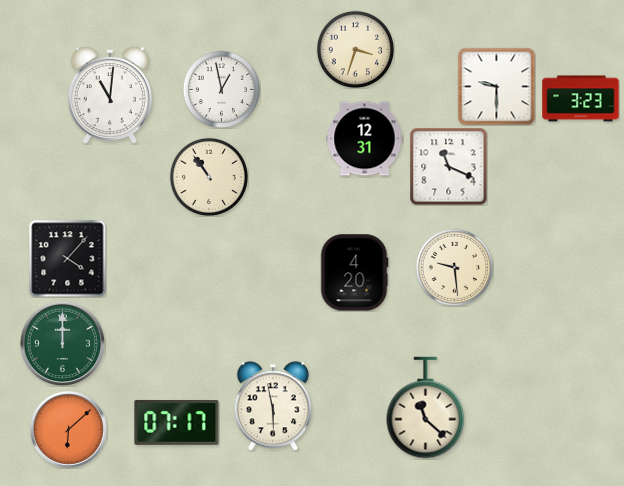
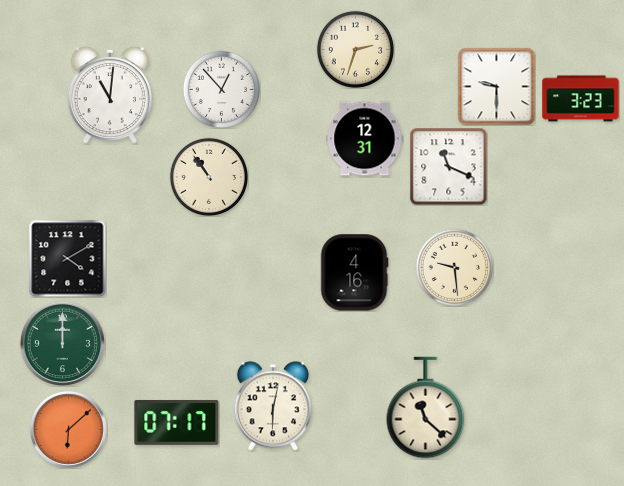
clock at (355, 49): 3:33 -> 2:33
clock at (221, 89): 12:58 -> 12:53
clock at (67, 258): 4:07 -> 4:10
clock at (354, 273): 4:20 -> 4:16
clock at (272, 406): 5:58 -> 6:02
